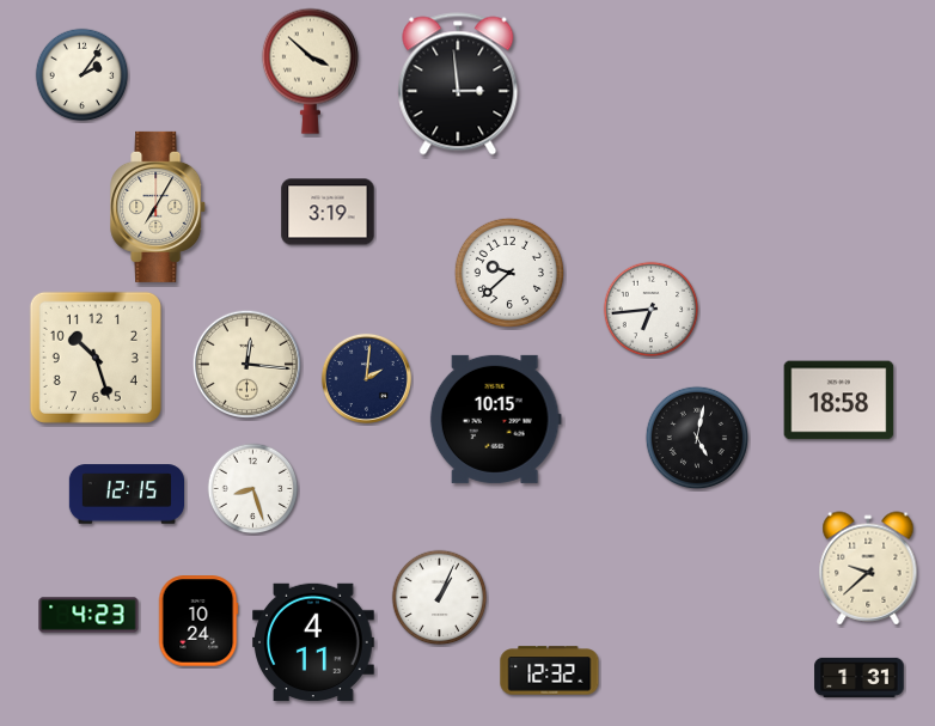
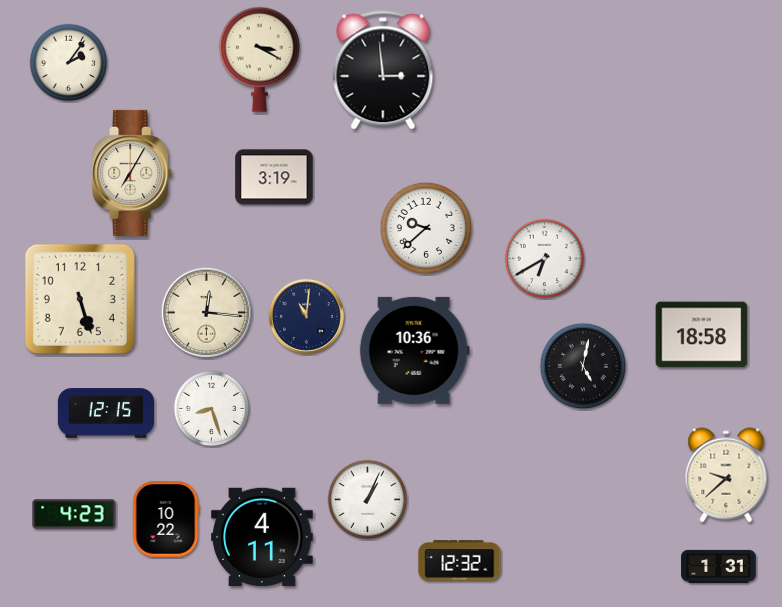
clock at (310, 71): 3:52 -> 3:20
clock at (652, 310): 6:44 -> 6:40
clock at (96, 358): 10:27 -> 5:27
clock at (246, 364) position: (246, 364) -> (206, 312)
clock at (366, 378): 2:01 -> 11:01
clock at (495, 419): 10:15 -> 10:36
clock at (198, 621): 10:24 -> 10:22
